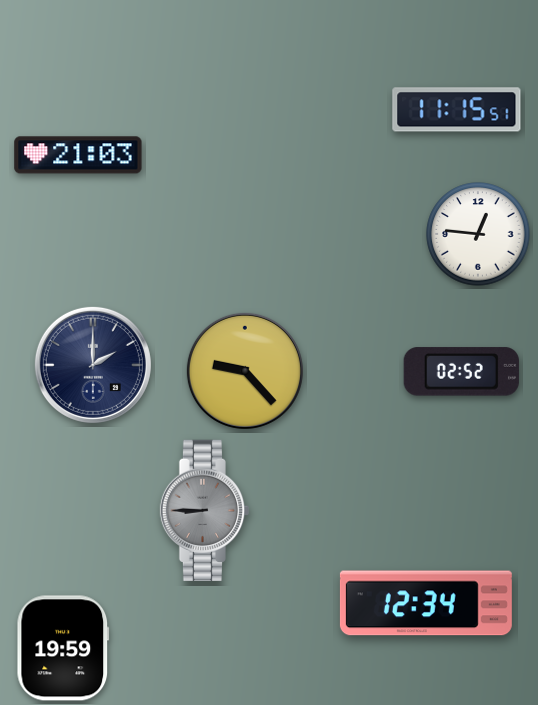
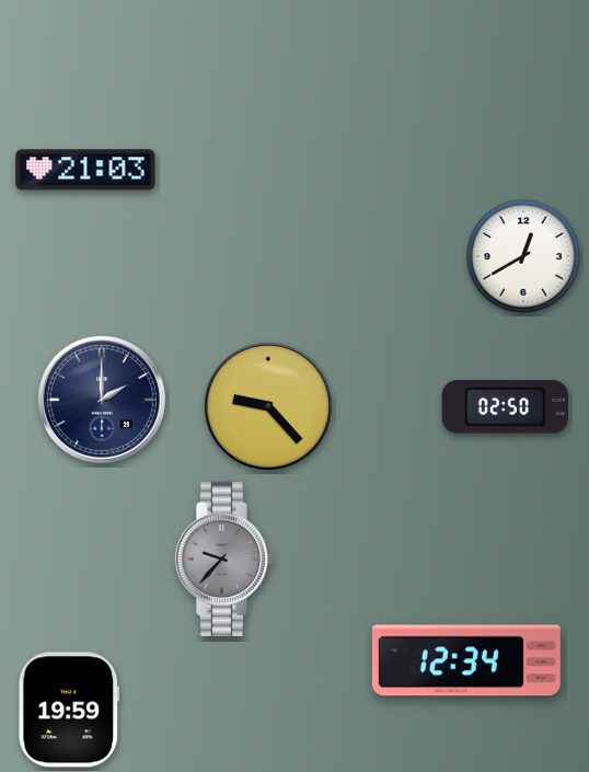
clock at (457, 110): 11:15 -> none
clock at (478, 234): 12:46 -> 12:40
clock at (461, 372): 02:52 -> 02:50
clock at (205, 510): 8:45 -> 9:37
